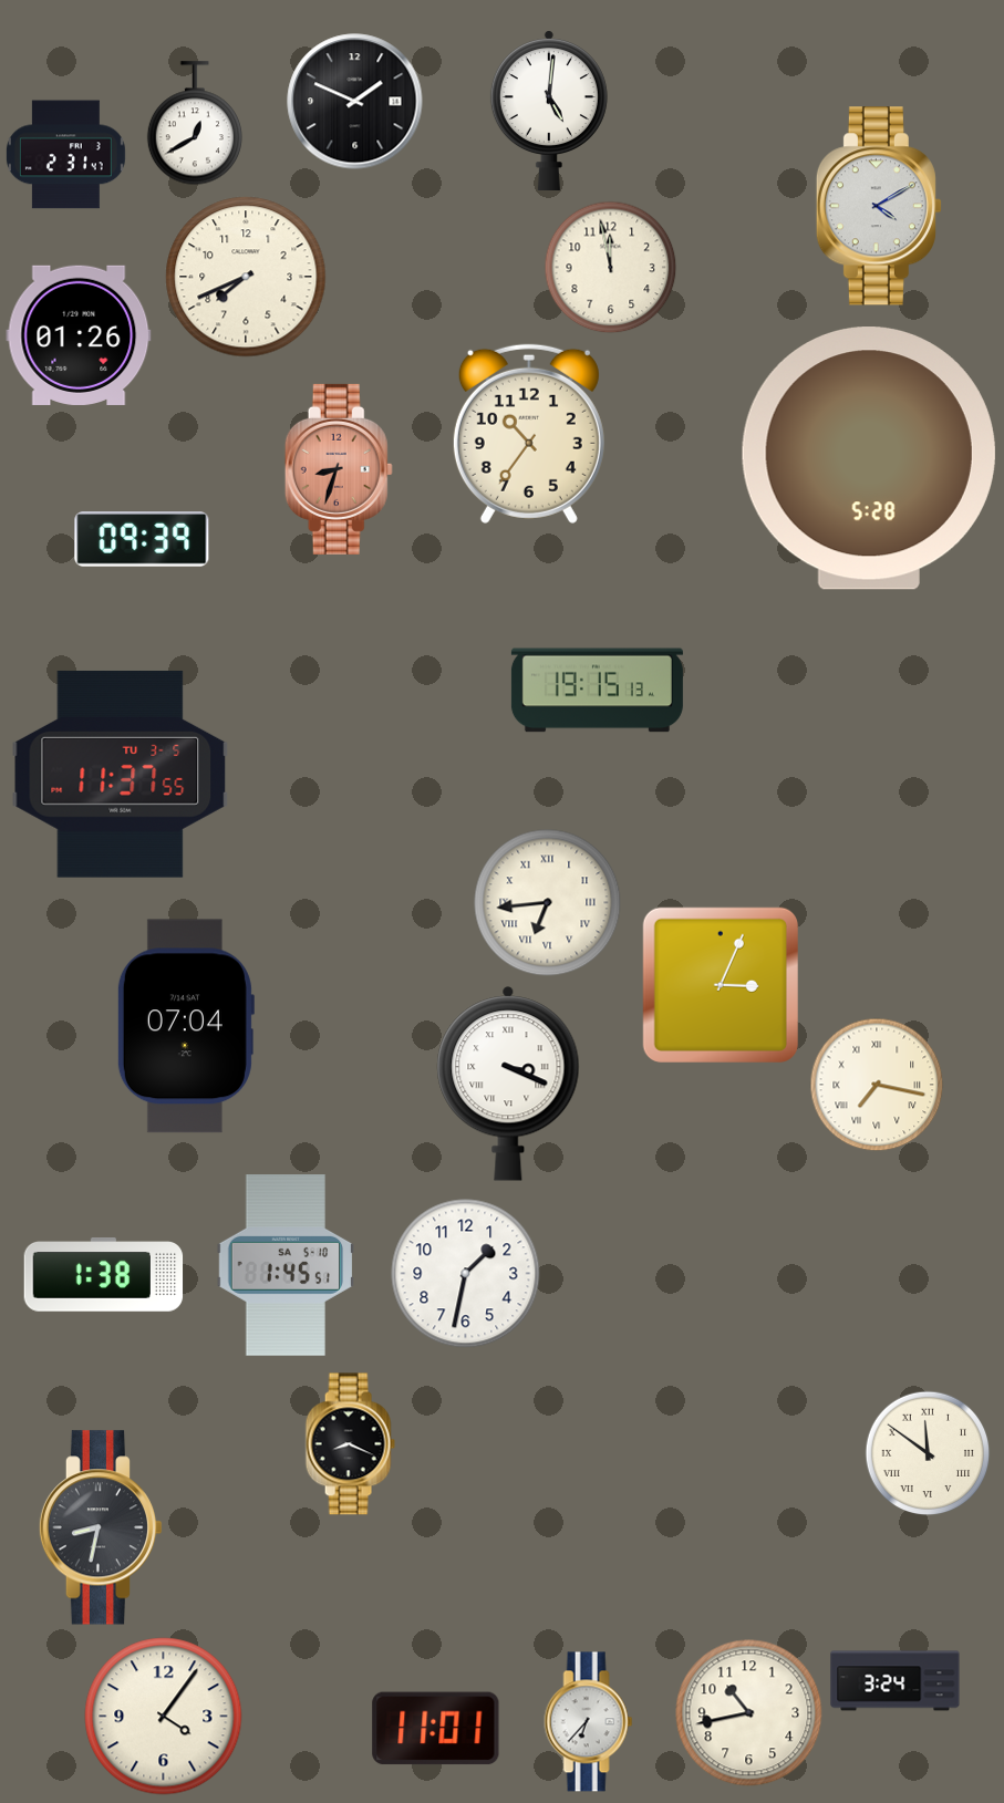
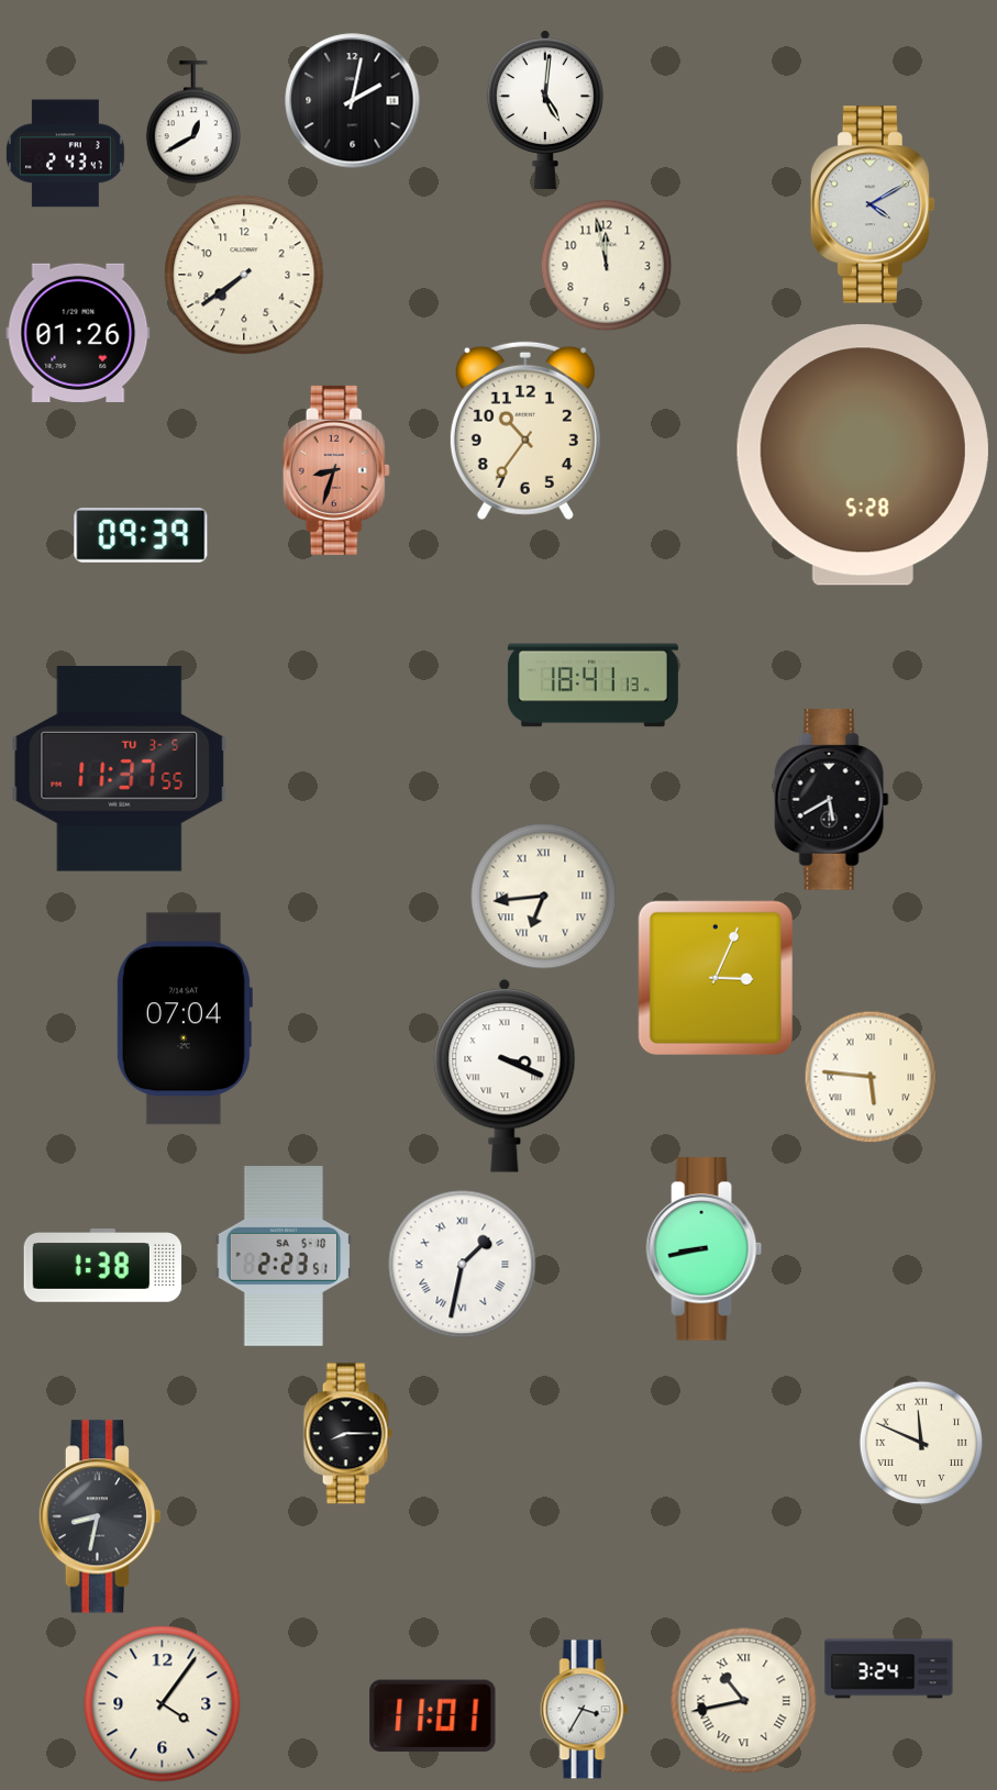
clock at (355, 102): 1:49 -> 2:02
clock at (65, 155): 2:31 -> 2:43
clock at (246, 277): 7:41 -> 7:39
clock at (339, 469) position: (339, 469) -> (336, 470)
clock at (597, 691): 19:15 -> 18:41
clock at (831, 800): none -> 5:40
clock at (877, 1085): 7:17 -> 5:46
clock at (705, 1249): none -> 8:43
clock at (286, 1265): 1:45 -> 2:23
clock at (466, 1274) numerals: Arabic -> Roman
clock at (350, 1444): 8:19 -> 8:15
clock at (928, 1453): 11:51 -> 11:49
clock at (749, 1713) numerals: Arabic -> Roman
clock at (589, 1722): 6:37 -> 3:35
